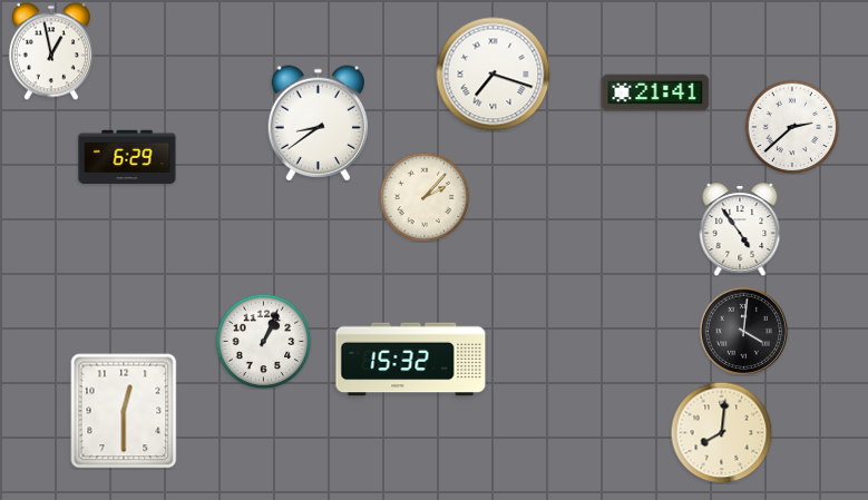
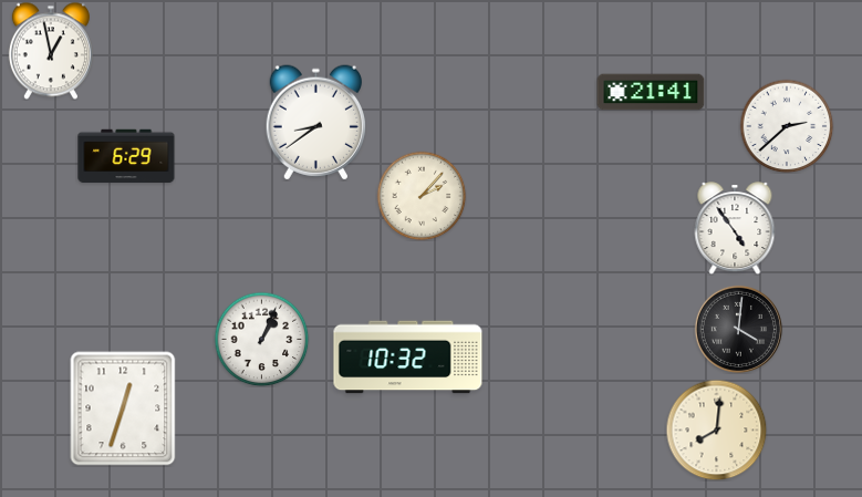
clock at (494, 75): 7:18 -> none
clock at (411, 360): 15:32 -> 10:32
clock at (124, 411): 12:30 -> 12:33
